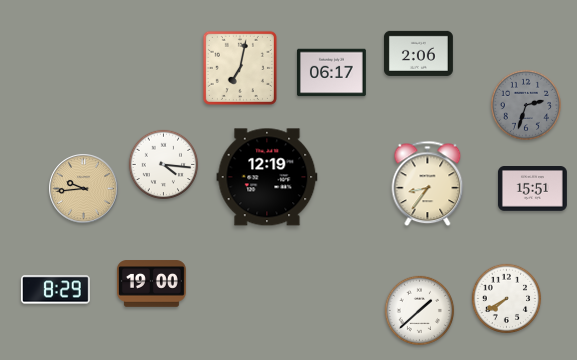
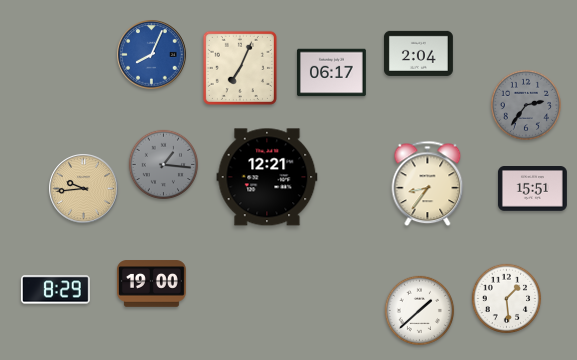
clock at (418, 53): 2:06 -> 2:04
clock at (152, 55): none -> 8:04
clock at (240, 68): 7:02 -> 7:04
clock at (526, 105): 2:33 -> 2:36
clock at (164, 165): 4:16 -> 1:16
clock at (164, 165) dial: white -> grey
clock at (267, 177): 12:19 -> 12:21
clock at (507, 299): 7:40 -> 1:29
